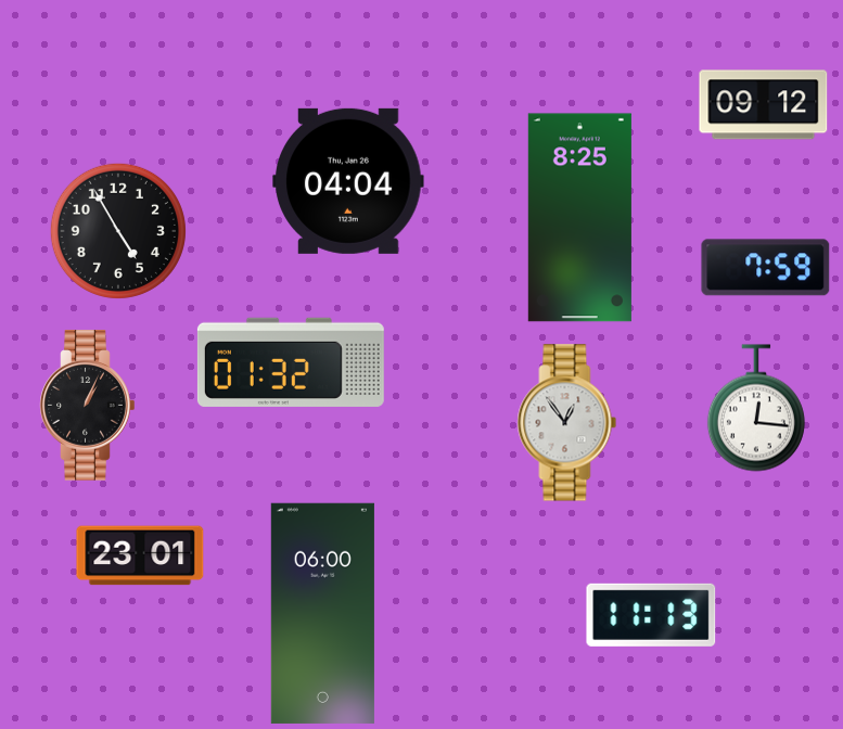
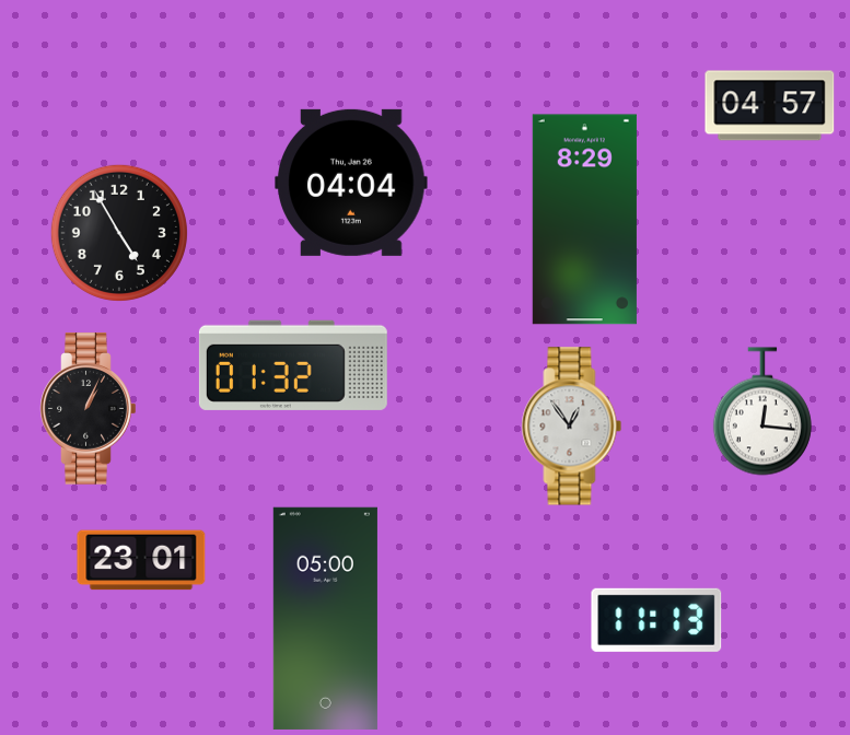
clock at (764, 105): 09:12 -> 04:57
clock at (579, 218): 8:25 -> 8:29
clock at (766, 268): 7:59 -> none
clock at (322, 613): 06:00 -> 05:00
